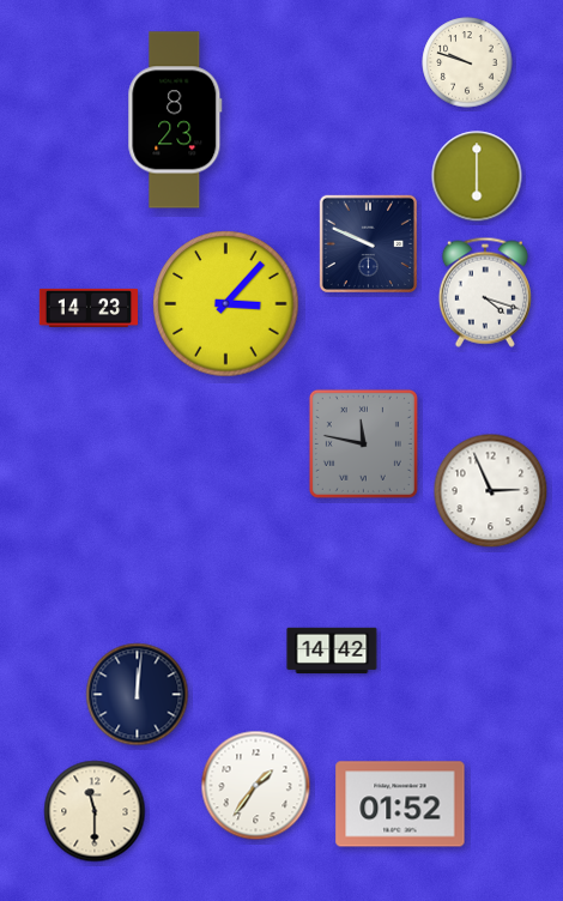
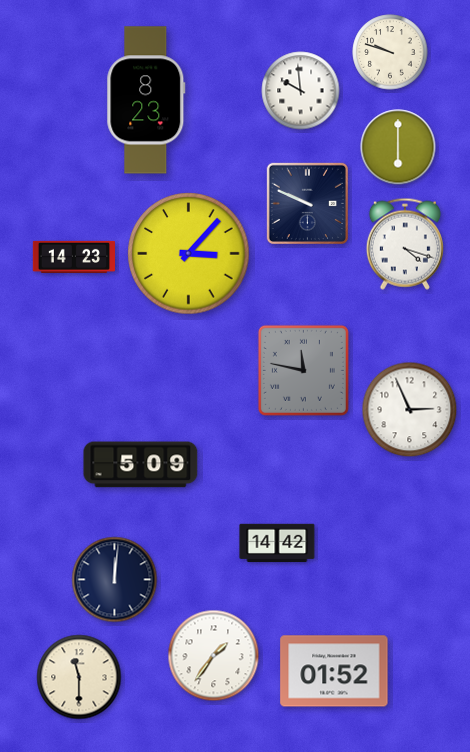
clock at (301, 91): none -> 9:59
clock at (141, 465): none -> 5:09
